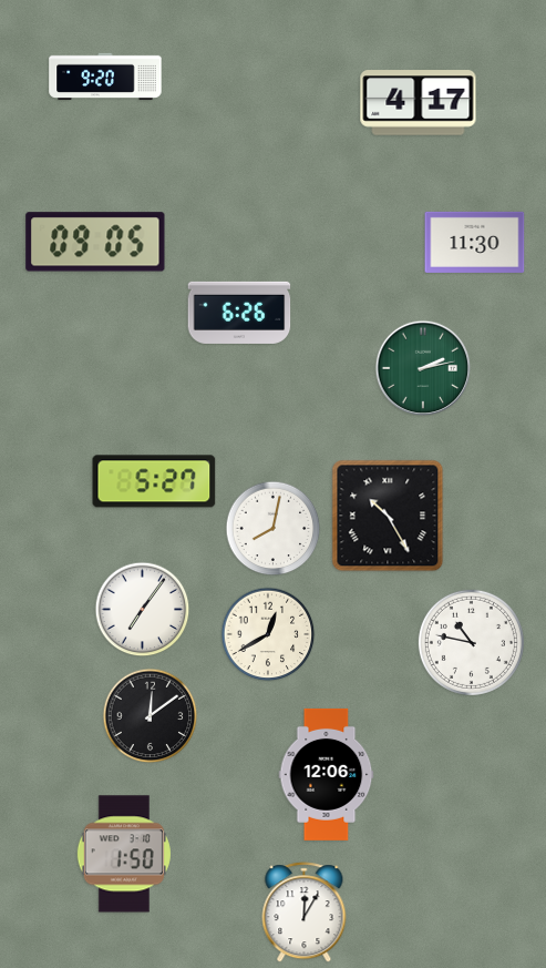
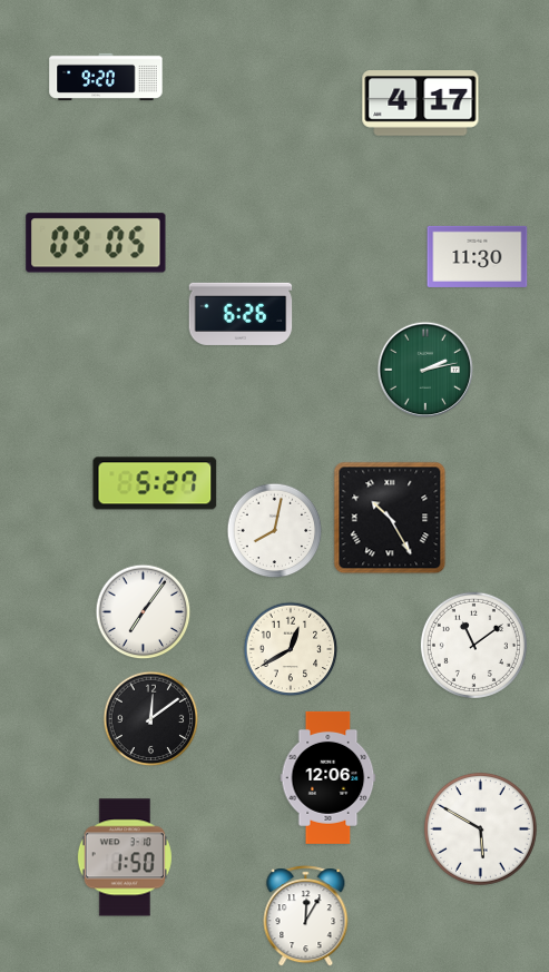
clock at (475, 242) position: (475, 242) -> (478, 256)
clock at (268, 634) position: (268, 634) -> (291, 649)
clock at (471, 642): 10:47 -> 11:09
clock at (480, 828): none -> 5:50
